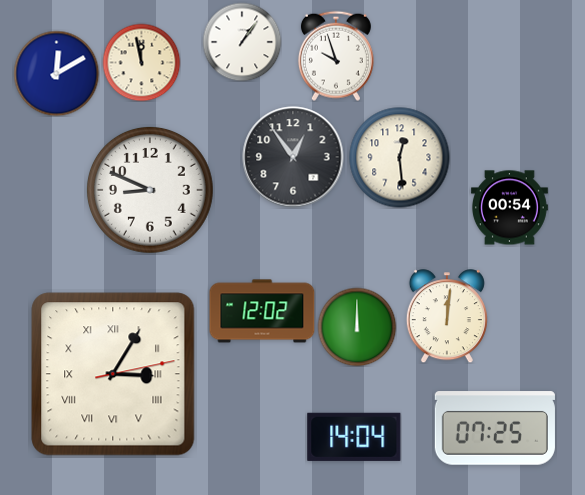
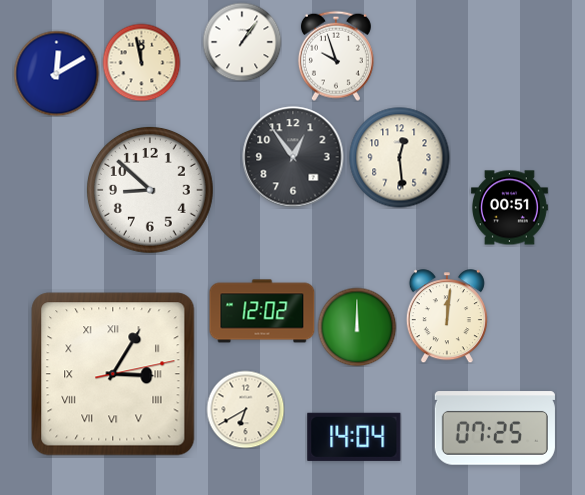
clock at (151, 191): 8:49 -> 8:52
clock at (509, 208): 00:54 -> 00:51
clock at (245, 409): none -> 6:40
